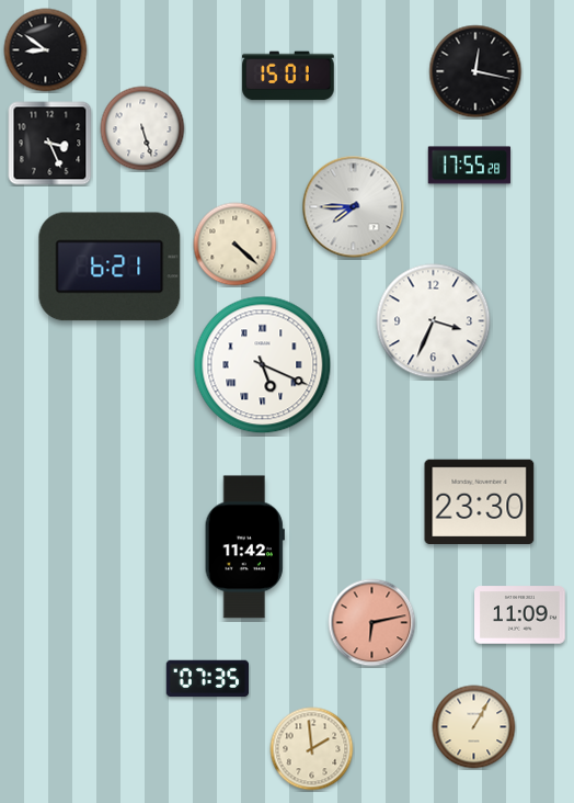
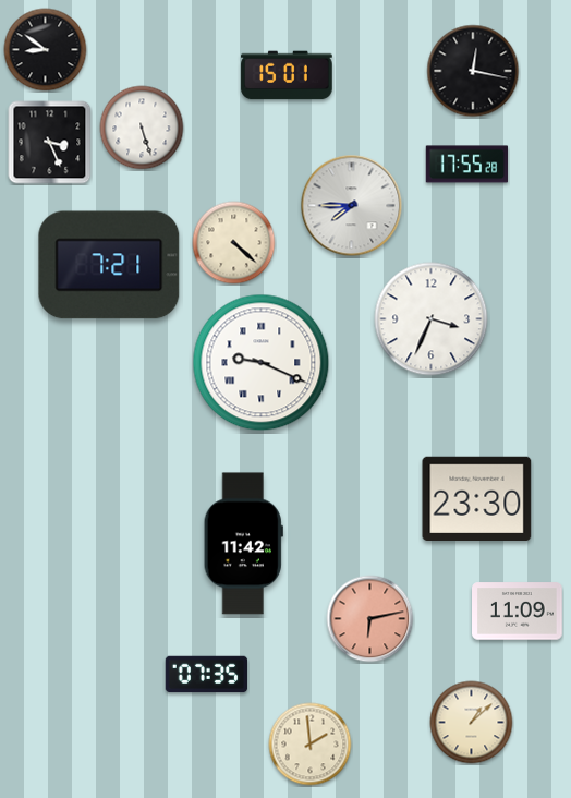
clock at (110, 267): 6:21 -> 7:21
clock at (263, 365): 5:19 -> 9:19
clock at (474, 727): 1:05 -> 1:08
